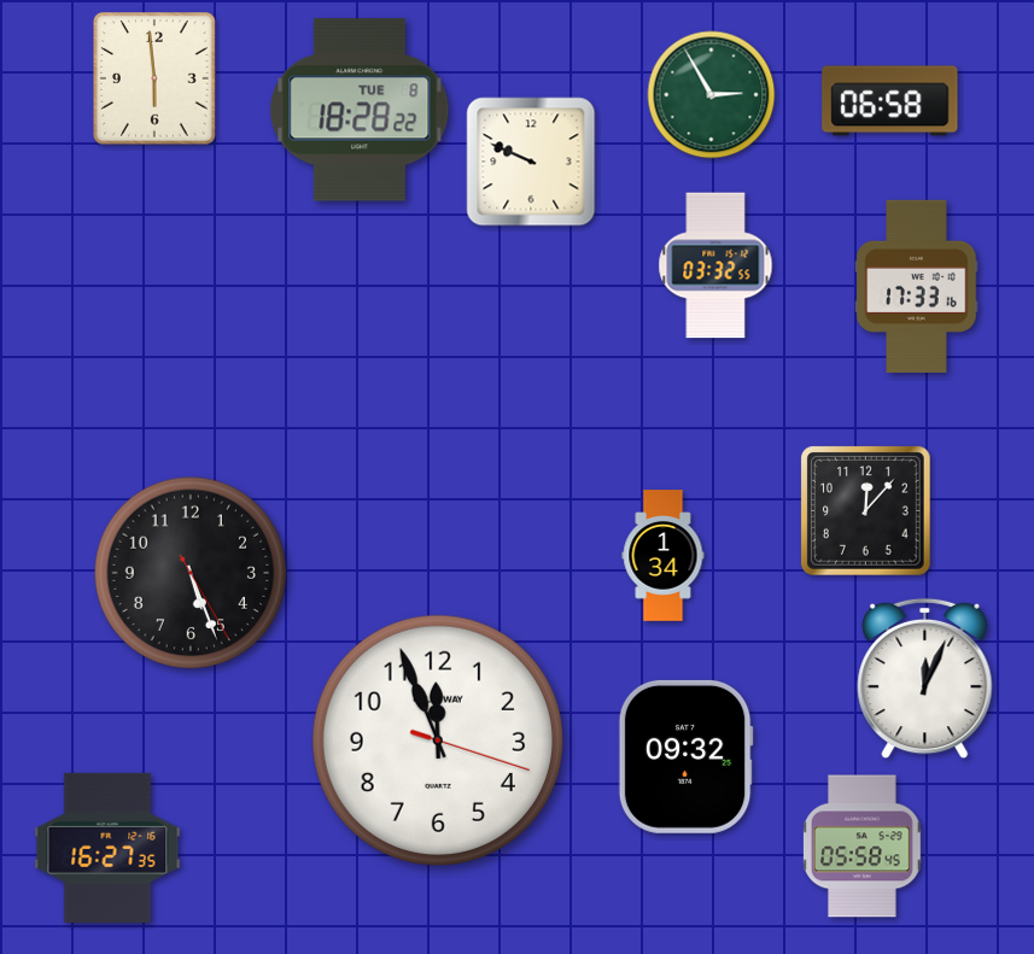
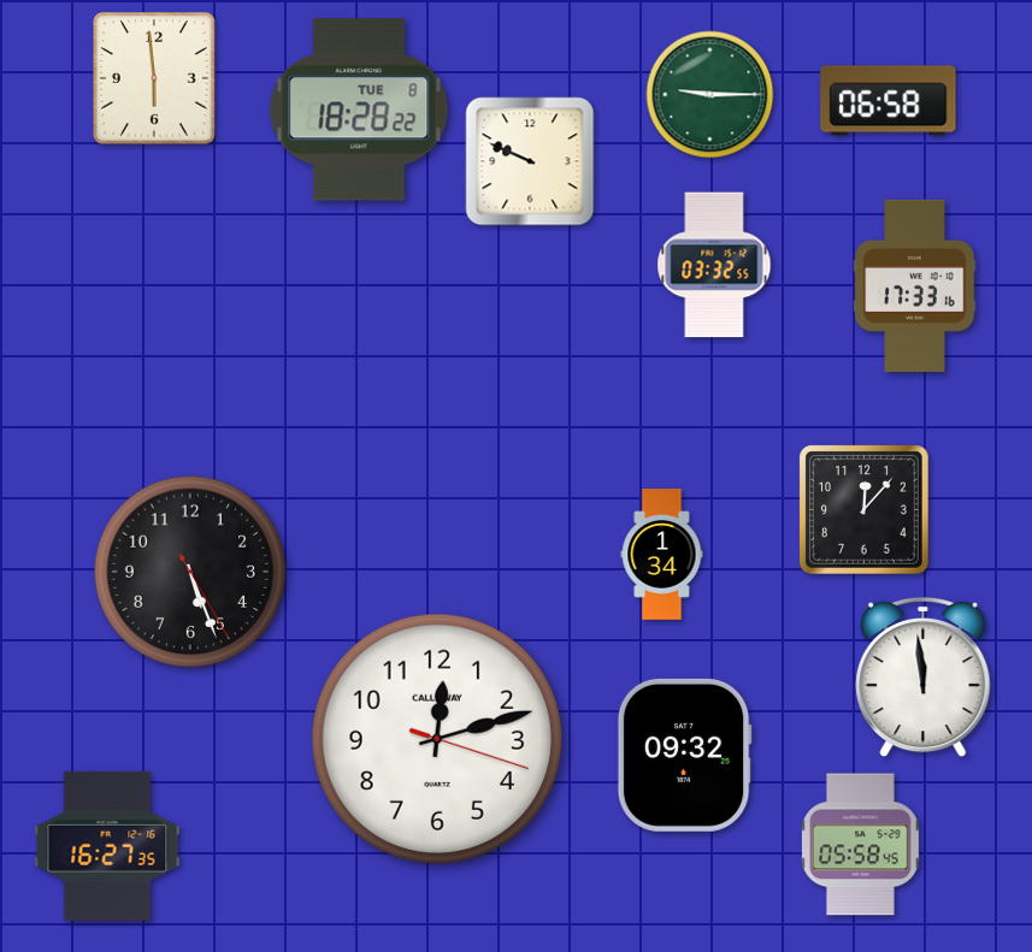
clock at (712, 95): 2:55 -> 9:15
clock at (925, 679): 12:04 -> 11:59
clock at (438, 741): 11:56 -> 12:12
